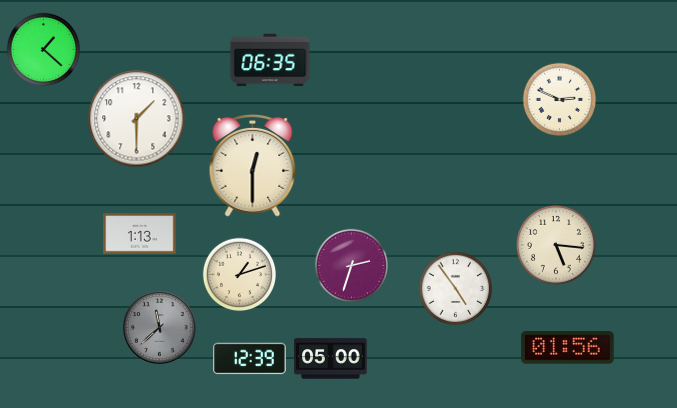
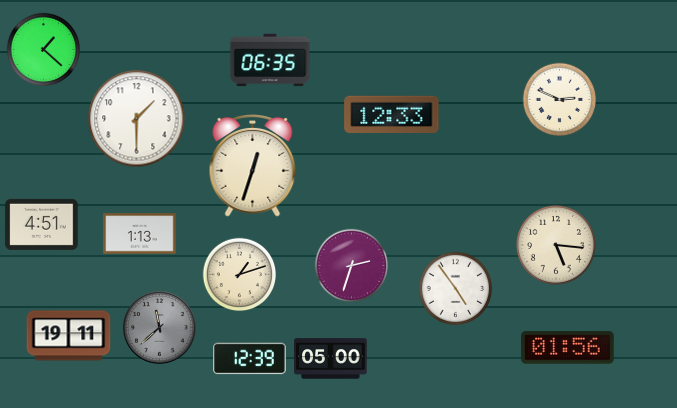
clock at (392, 114): none -> 12:33
clock at (253, 166): 12:30 -> 12:33
clock at (42, 224): none -> 4:51
clock at (69, 336): none -> 19:11
